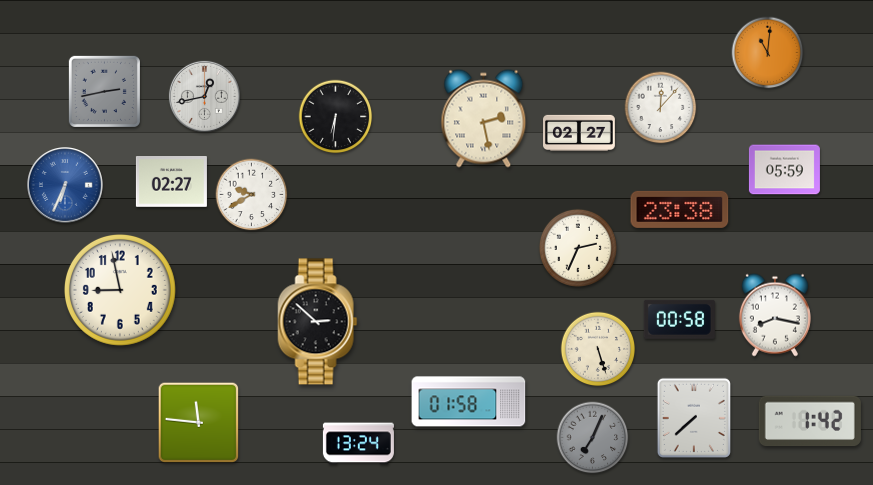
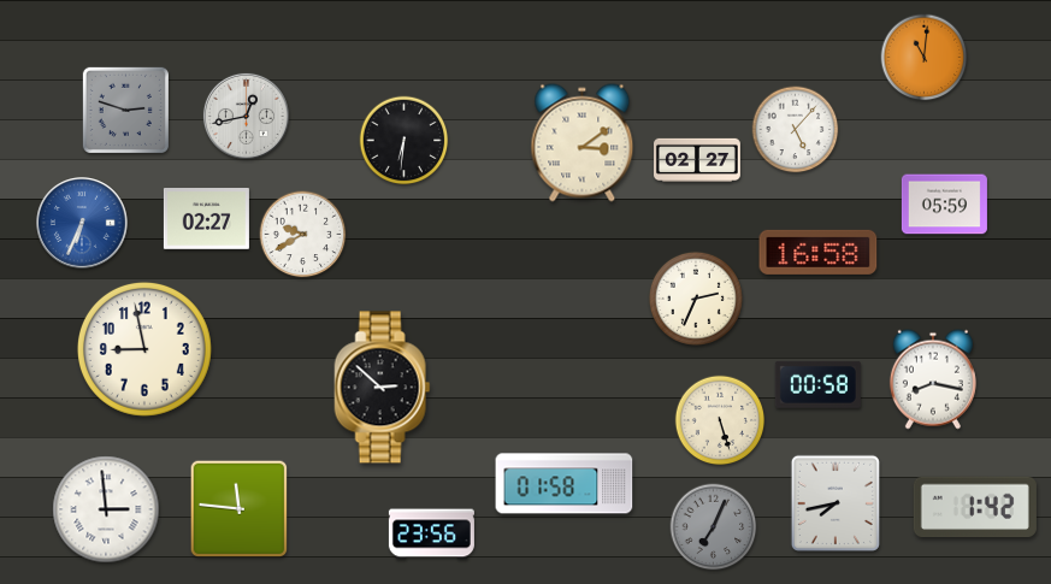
clock at (768, 53) position: (768, 53) -> (925, 58)
clock at (104, 91): 2:43 -> 2:48
clock at (661, 108): 12:07 -> 5:07
clock at (484, 119): 2:28 -> 3:09
clock at (66, 186) position: (66, 186) -> (83, 224)
clock at (680, 209): 23:38 -> 16:58
clock at (694, 418): 7:38 -> 7:43
clock at (106, 509): none -> 2:59
clock at (358, 444): 13:24 -> 23:56
